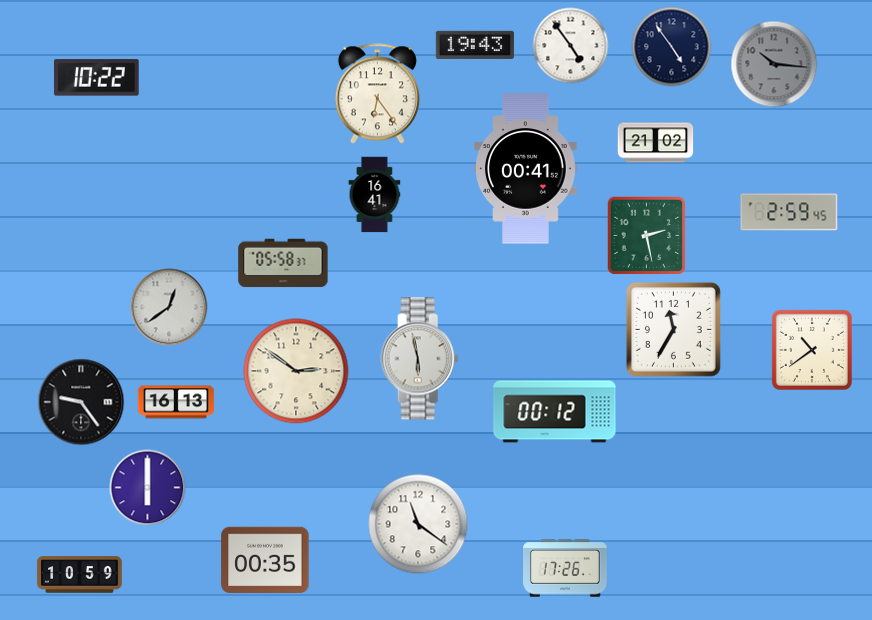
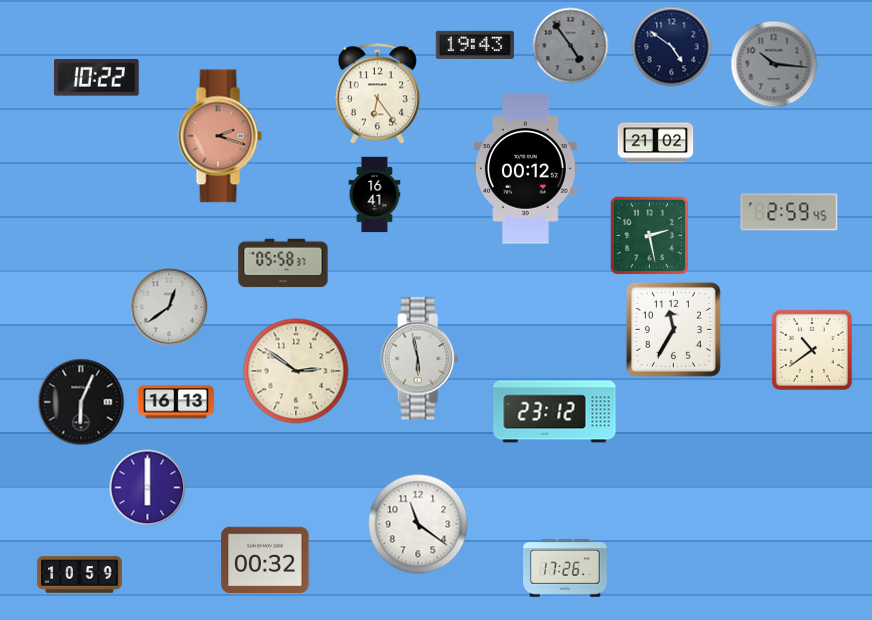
clock at (571, 46) dial: white -> grey
clock at (672, 47): 4:54 -> 4:51
clock at (220, 136): none -> 2:18
clock at (526, 169): 00:41 -> 00:12
clock at (647, 236) position: (647, 236) -> (650, 236)
clock at (81, 402): 9:24 -> 6:04
clock at (555, 412): 00:12 -> 23:12
clock at (265, 560): 00:35 -> 00:32
